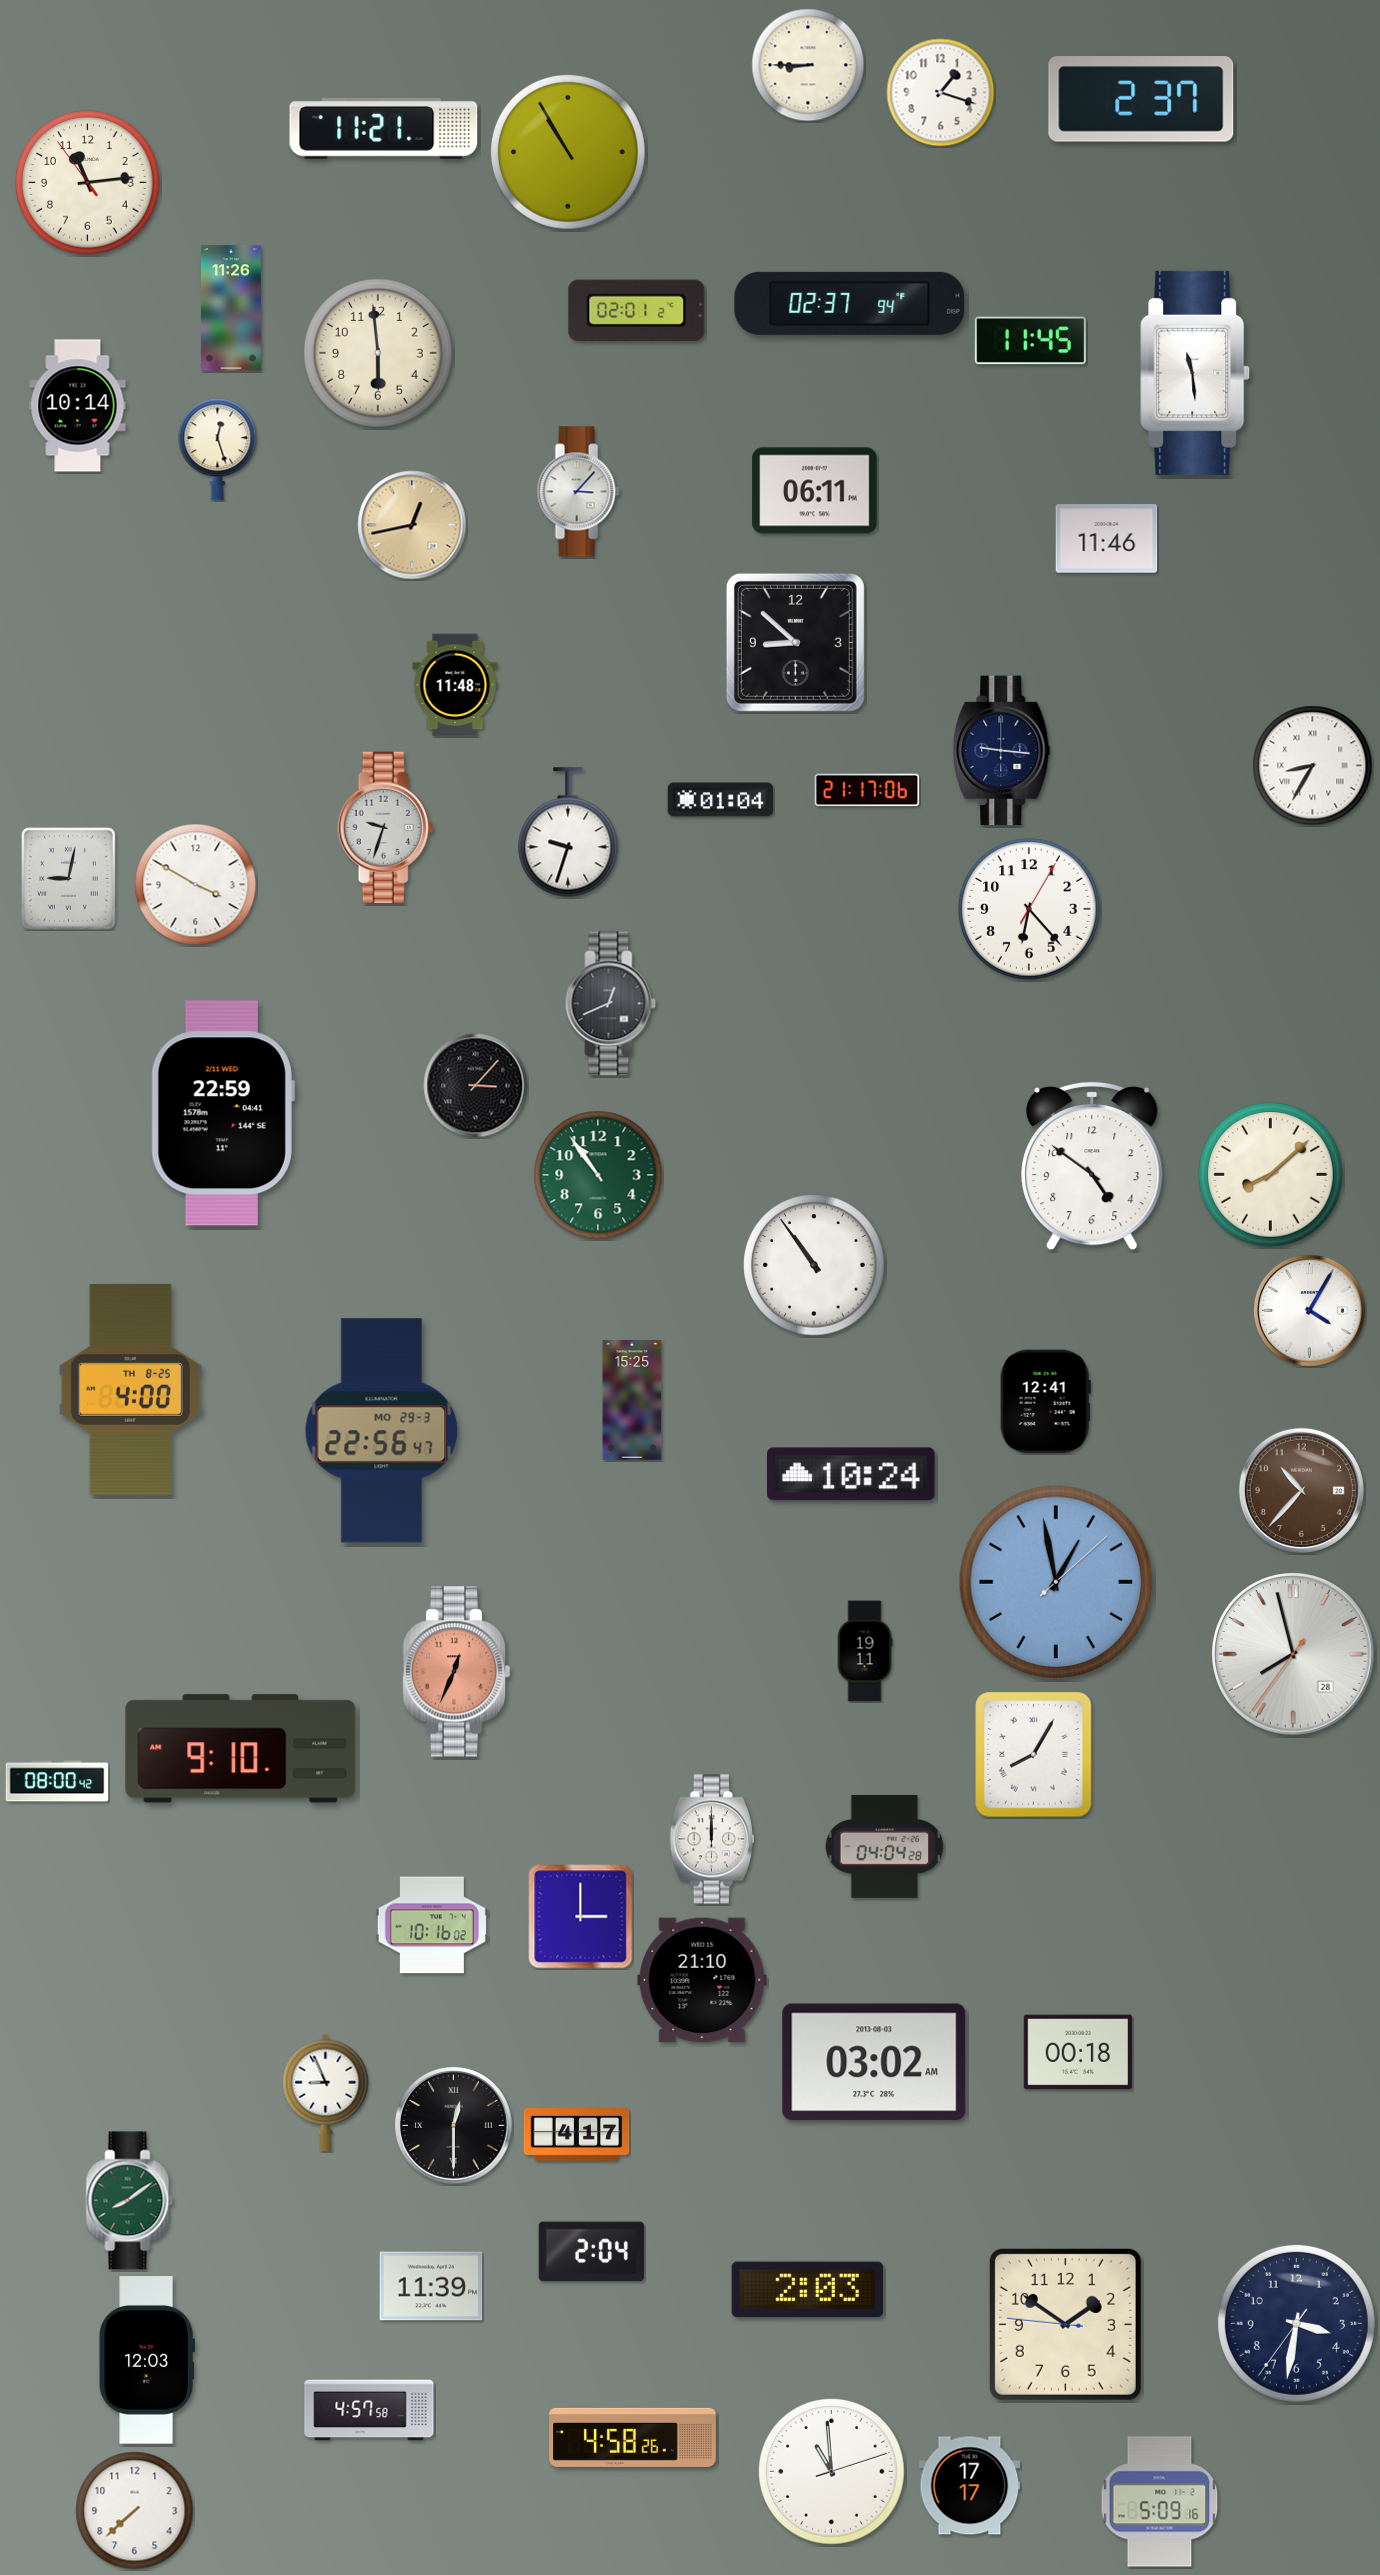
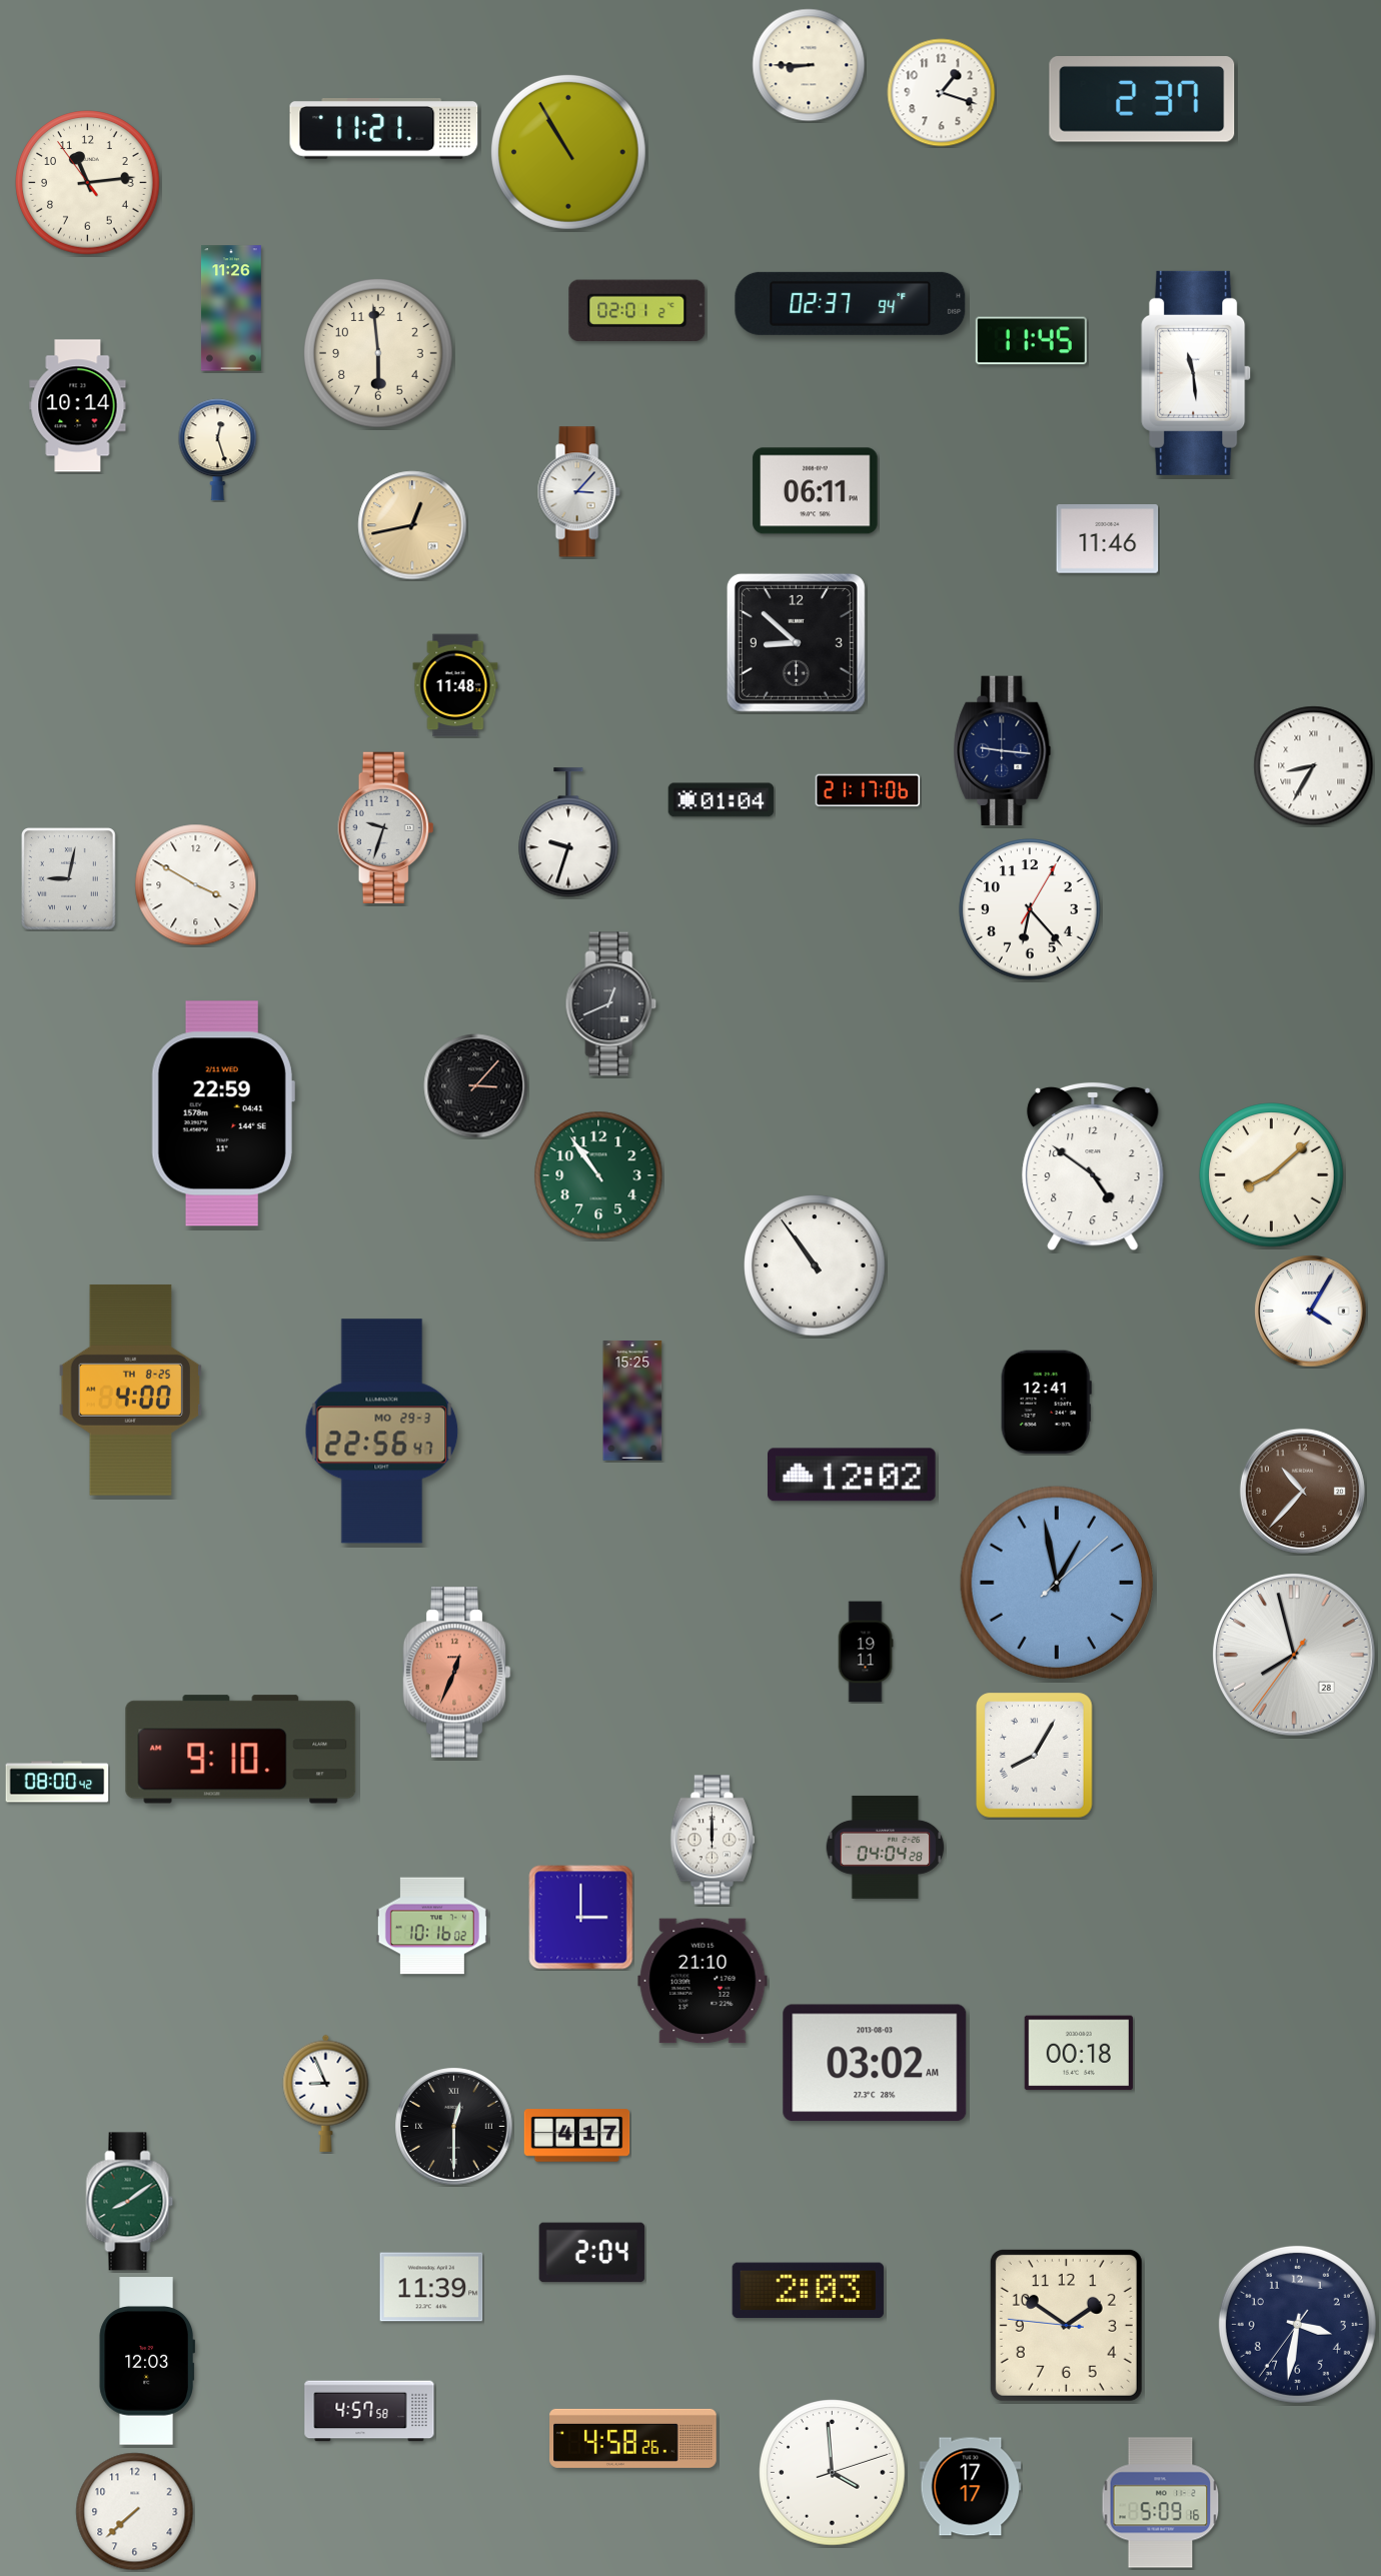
clock at (852, 1474): 10:24 -> 12:02
clock at (832, 2472): 10:59 -> 3:59
